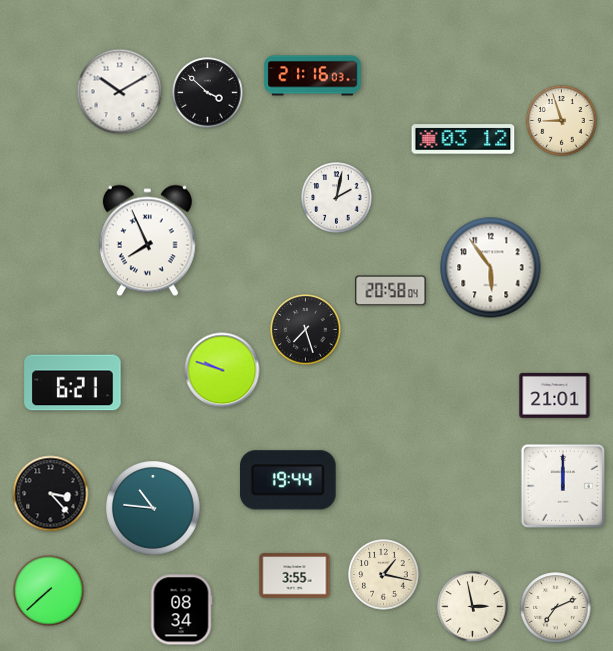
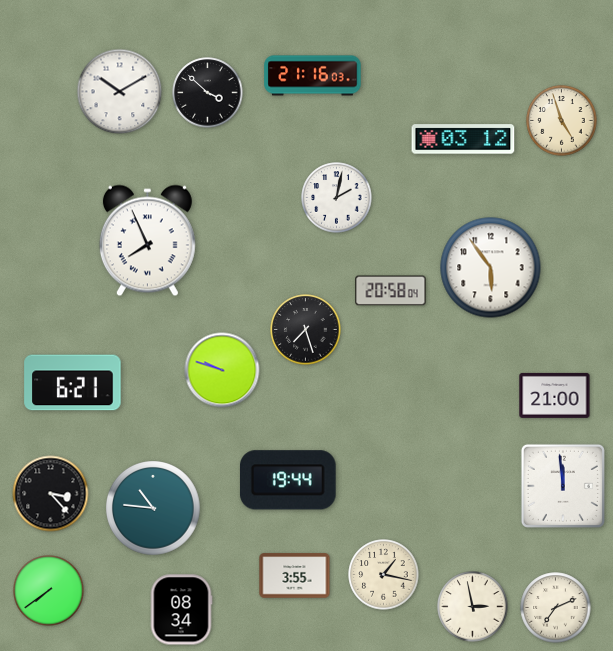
clock at (562, 121): 8:57 -> 4:57
clock at (555, 395): 21:01 -> 21:00
clock at (563, 486): 12:00 -> 11:59
clock at (49, 591): 7:38 -> 7:39
